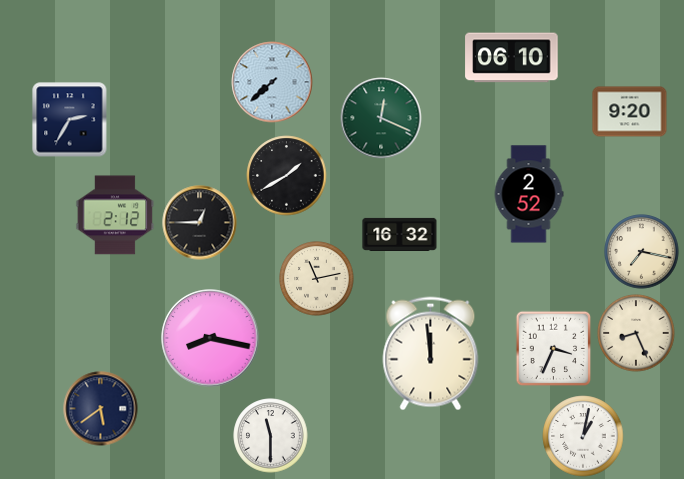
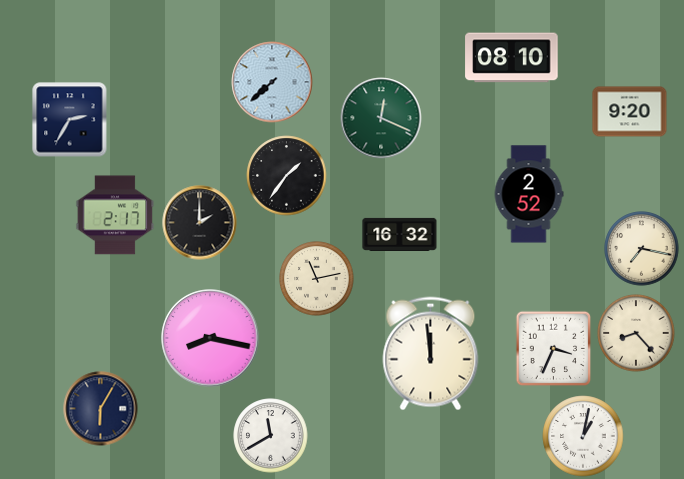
clock at (512, 58): 06:10 -> 08:10
clock at (287, 176): 1:40 -> 1:36
clock at (115, 215): 2:12 -> 2:17
clock at (200, 223): 12:45 -> 2:00
clock at (642, 252) position: (642, 252) -> (642, 249)
clock at (636, 333): 8:26 -> 8:23
clock at (101, 409): 5:39 -> 6:05
clock at (271, 436): 11:30 -> 11:40
